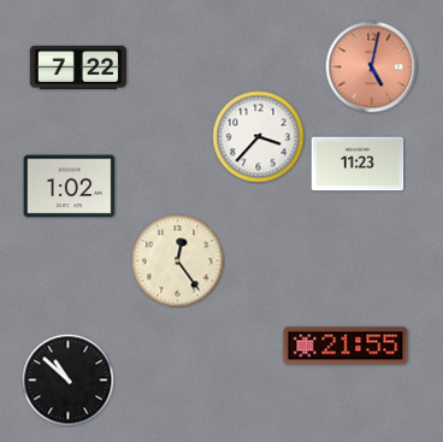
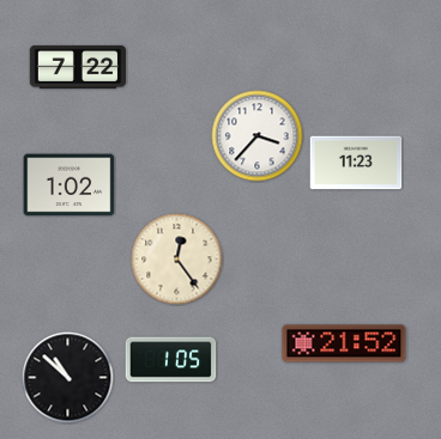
clock at (372, 67): 5:02 -> none
clock at (345, 346): 21:55 -> 21:52
clock at (171, 360): none -> 1:05
